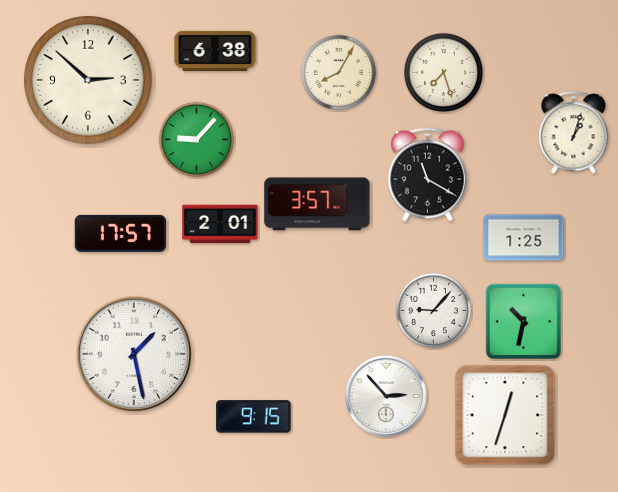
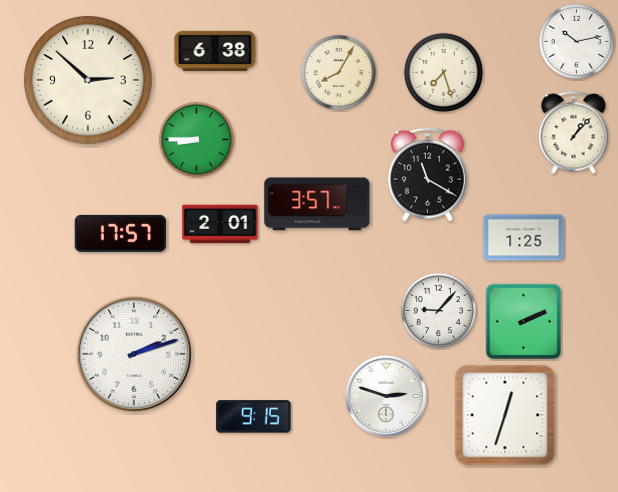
clock at (576, 41): none -> 10:13
clock at (574, 133): 1:03 -> 1:07
clock at (196, 139): 9:07 -> 8:45
clock at (433, 310) position: (433, 310) -> (438, 310)
clock at (524, 322): 10:32 -> 2:11
clock at (133, 353): 1:28 -> 2:12
clock at (386, 396): 2:53 -> 2:48
